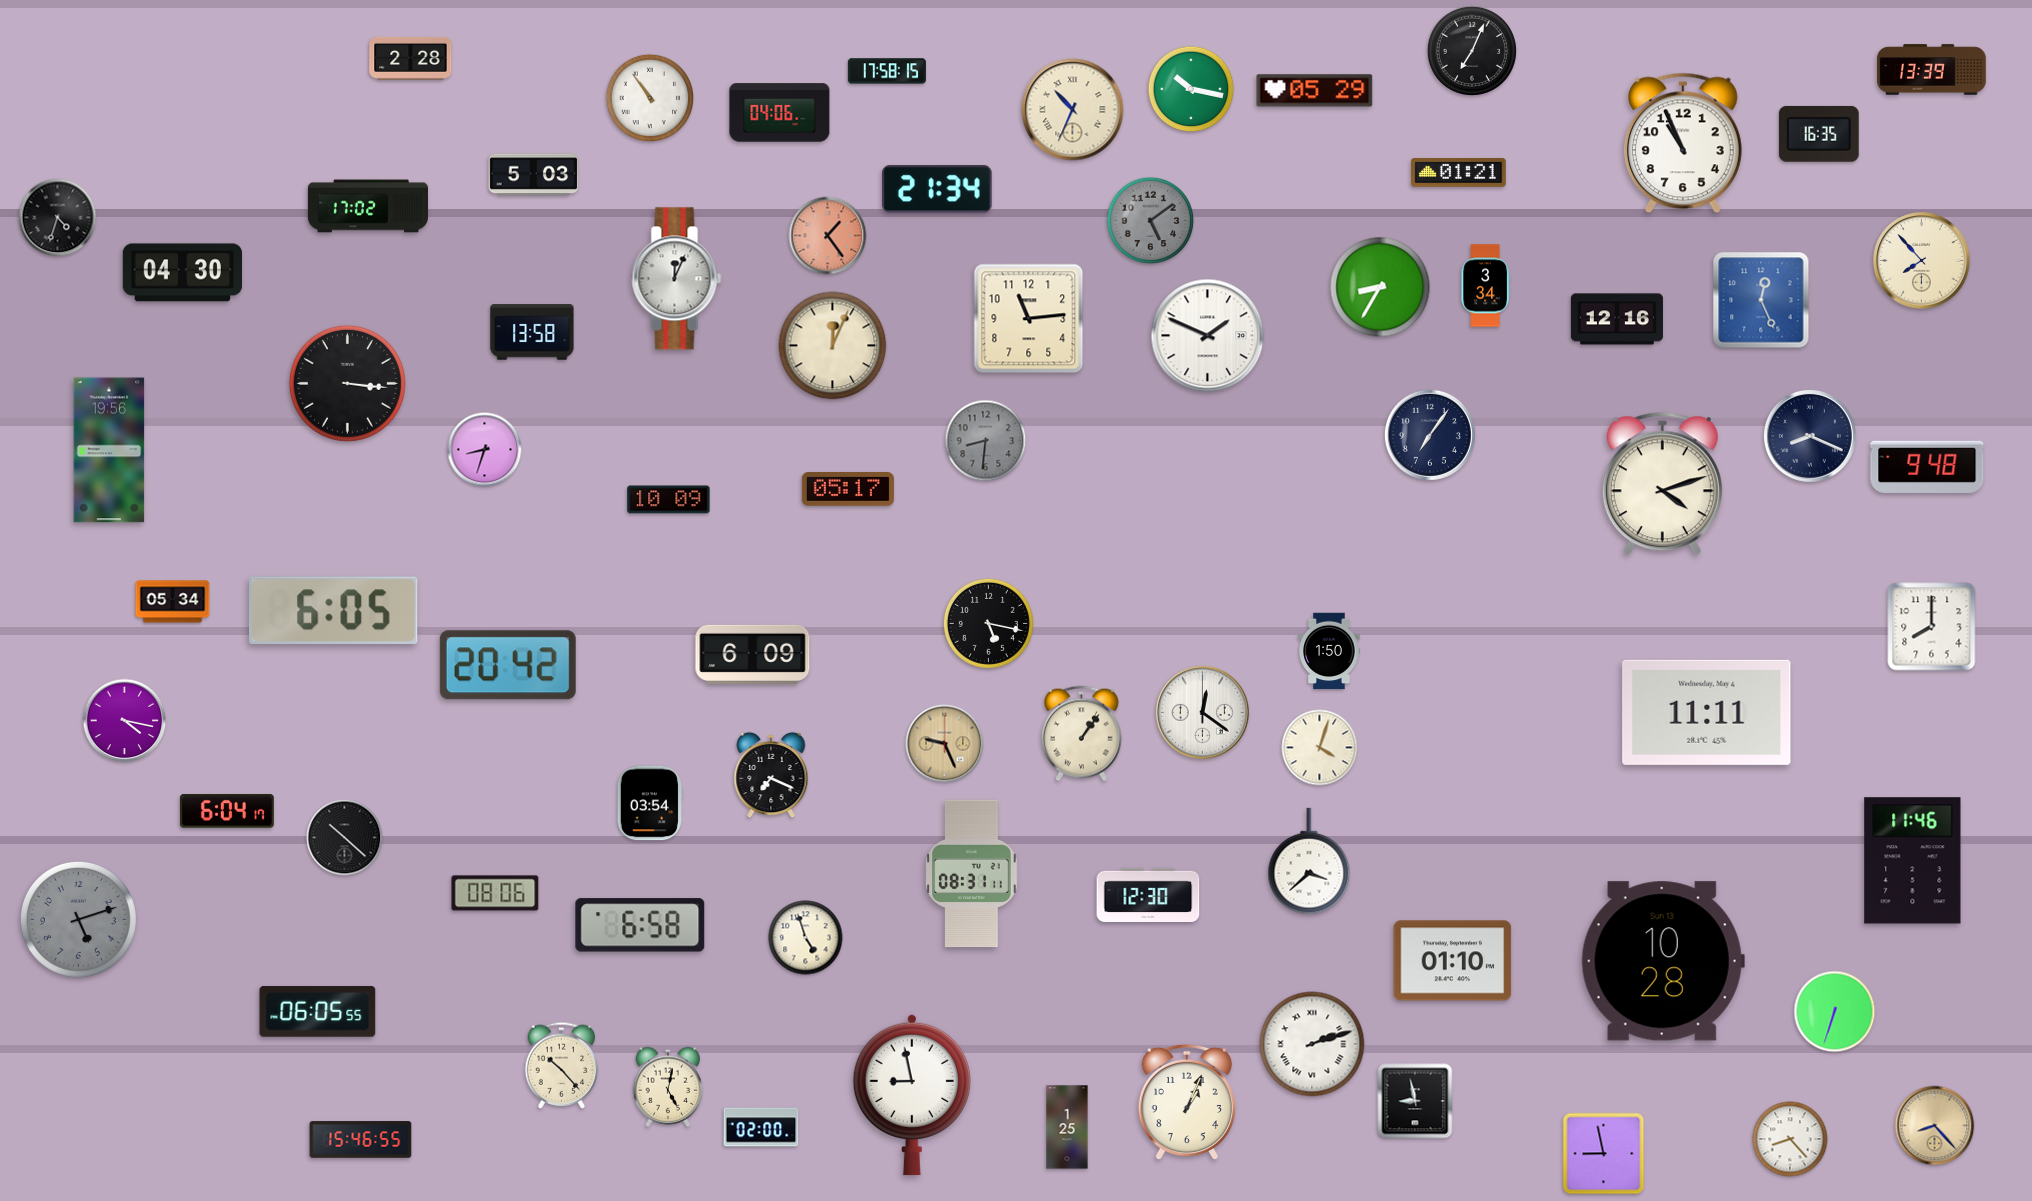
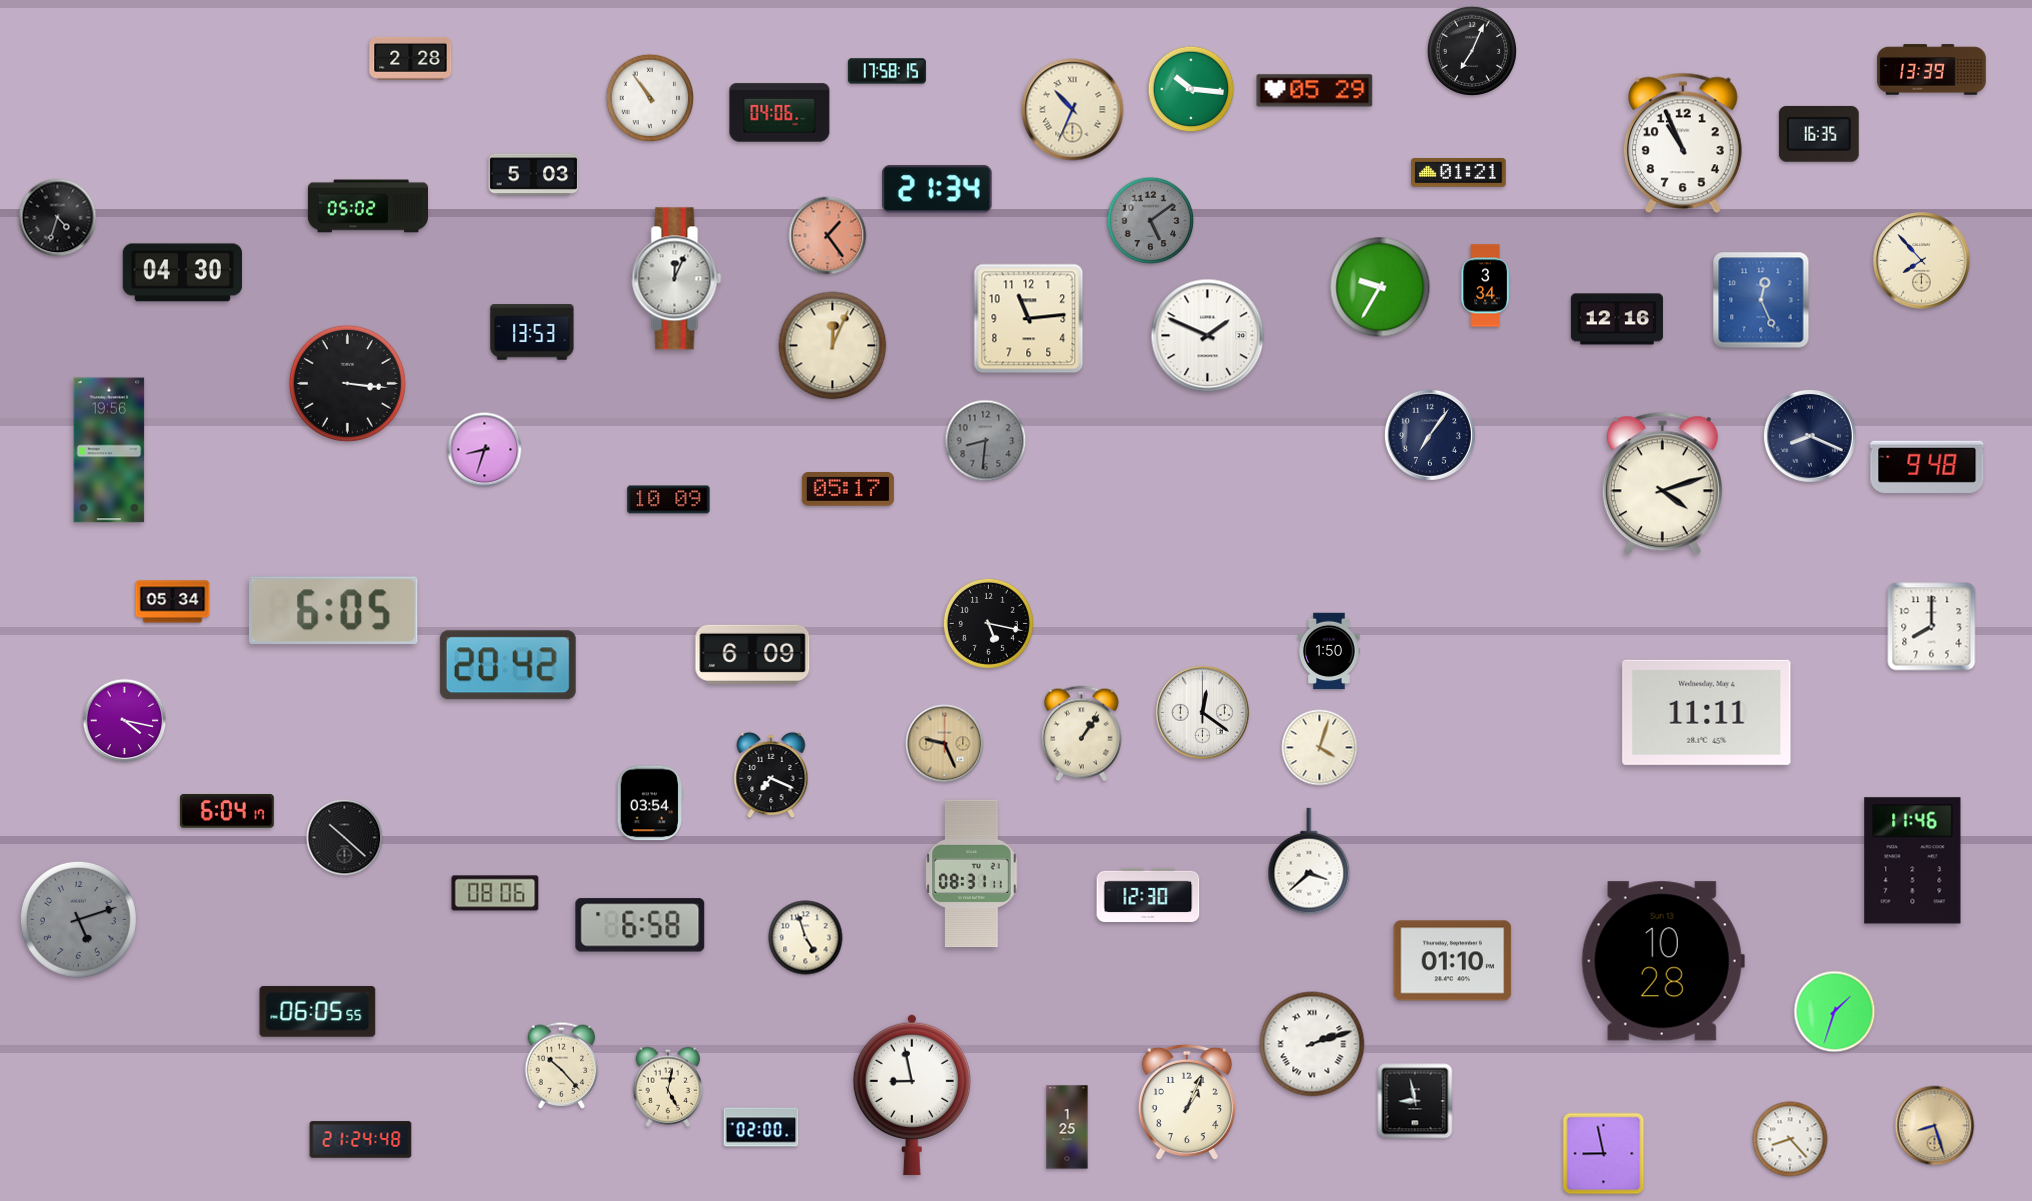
clock at (1191, 89): 10:17 -> 10:16
clock at (367, 206): 17:02 -> 05:02
clock at (1380, 287): 8:35 -> 9:35
clock at (532, 332): 13:58 -> 13:53
clock at (1835, 1012): 6:33 -> 1:33
clock at (1935, 1126): 8:23 -> 8:27
clock at (361, 1140): 15:46 -> 21:24
